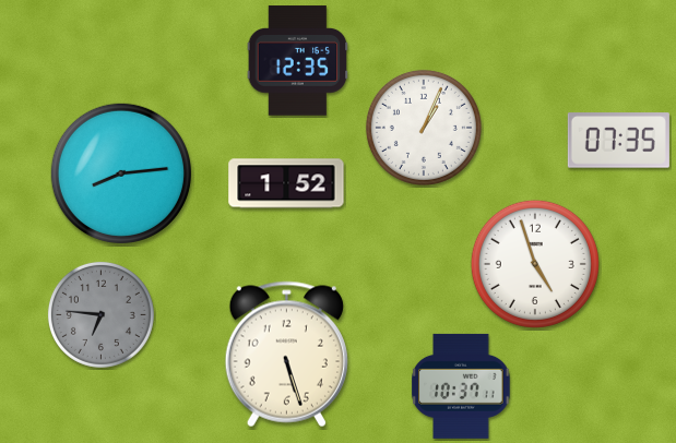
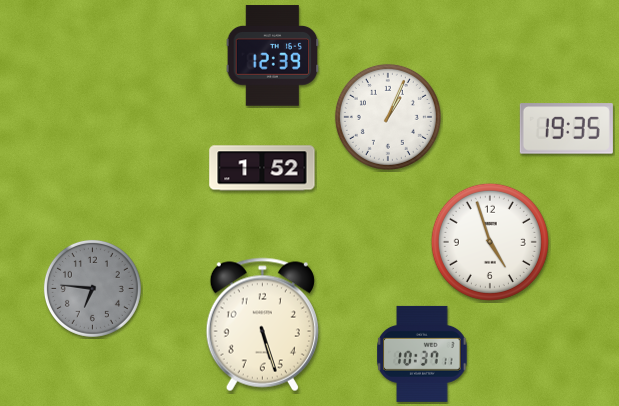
clock at (298, 61): 12:35 -> 12:39
clock at (618, 141): 07:35 -> 19:35
clock at (121, 173): 8:14 -> none
